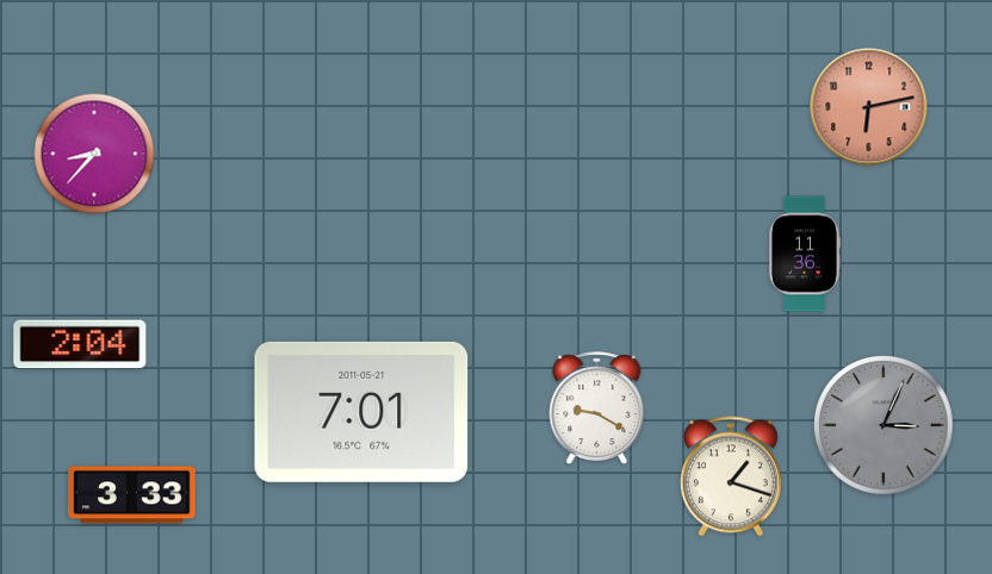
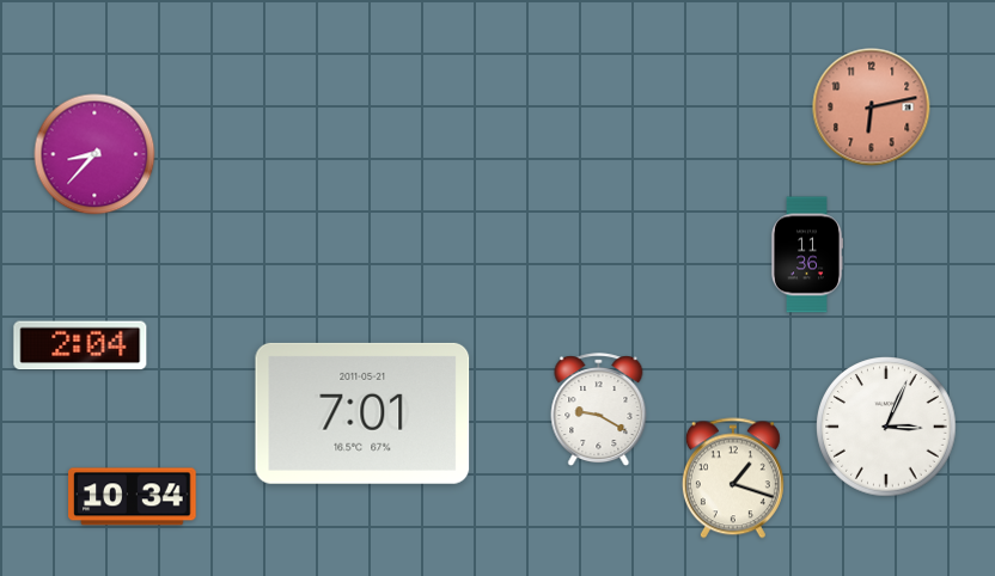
clock at (883, 425) dial: grey -> white
clock at (132, 495): 3:33 -> 10:34
